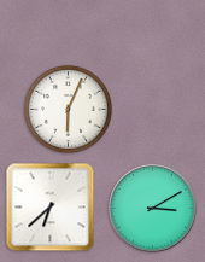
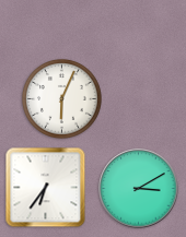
clock at (51, 208): 6:38 -> 6:36
